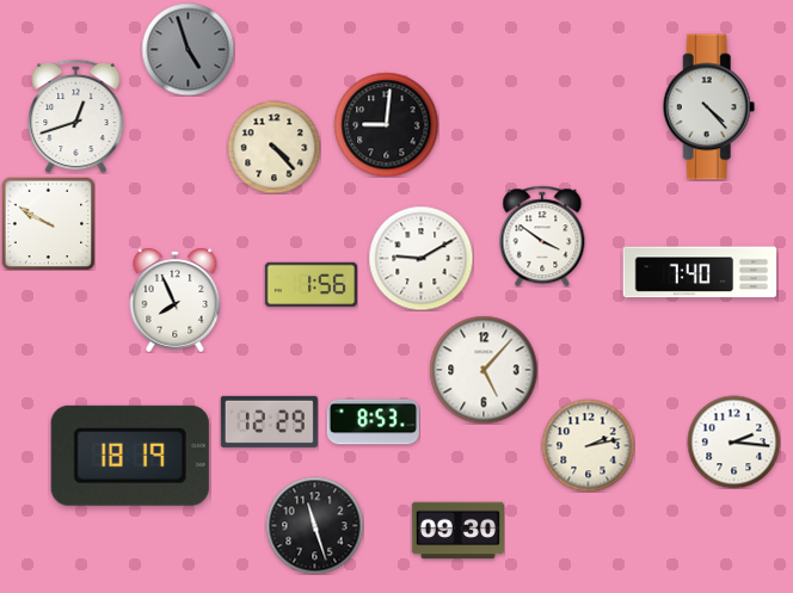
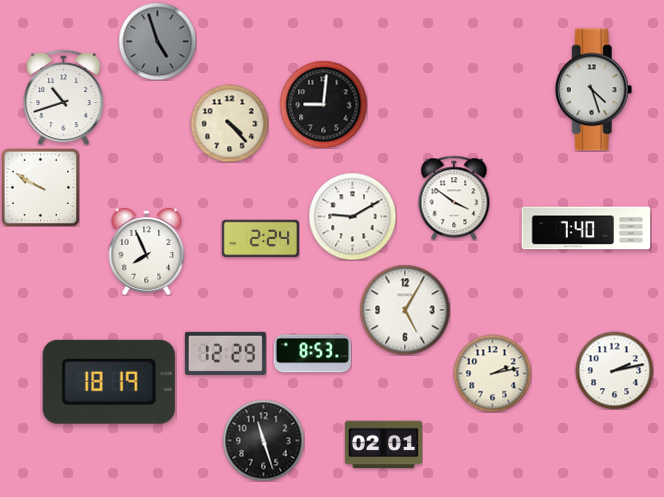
clock at (709, 107): 4:23 -> 4:27
clock at (76, 116): 12:42 -> 10:42
clock at (311, 285): 1:56 -> 2:24
clock at (484, 370): 5:07 -> 5:05
clock at (733, 441): 2:16 -> 2:13
clock at (457, 531): 09:30 -> 02:01
